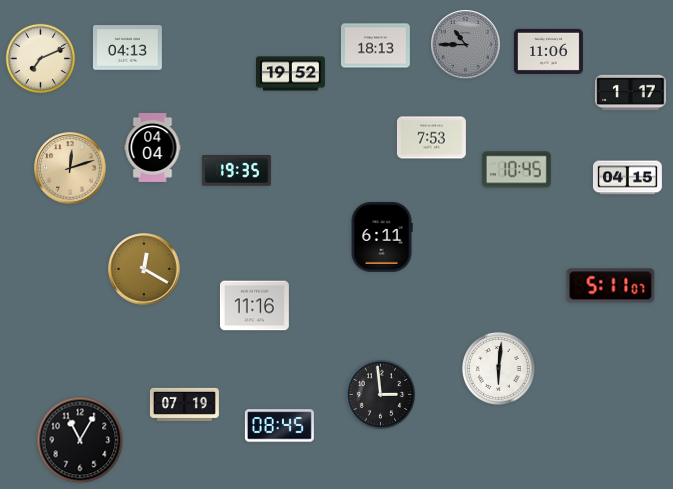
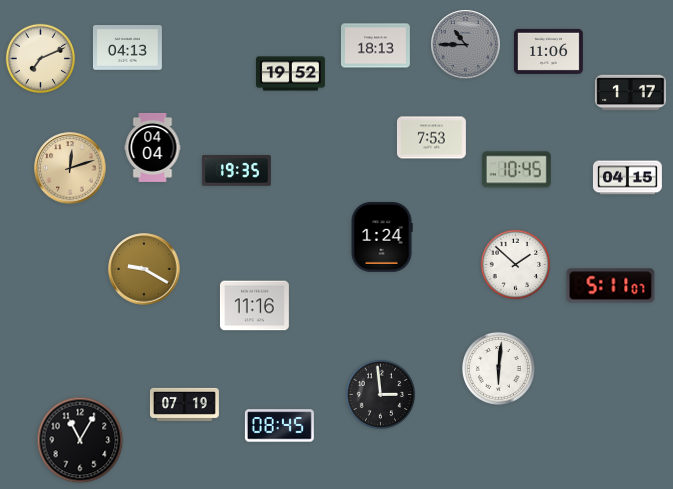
clock at (382, 237): 6:11 -> 1:24
clock at (516, 265): none -> 1:52
clock at (144, 269): 12:20 -> 9:20
